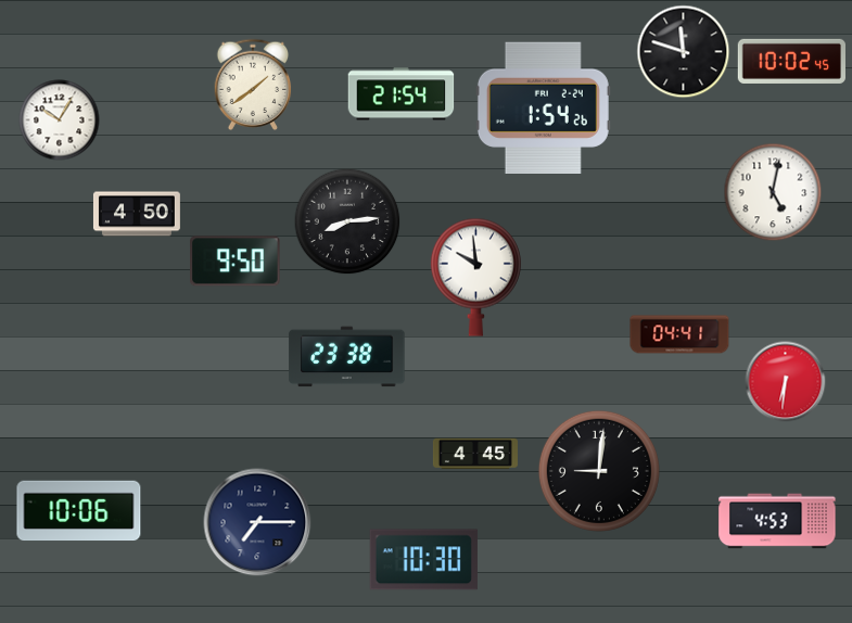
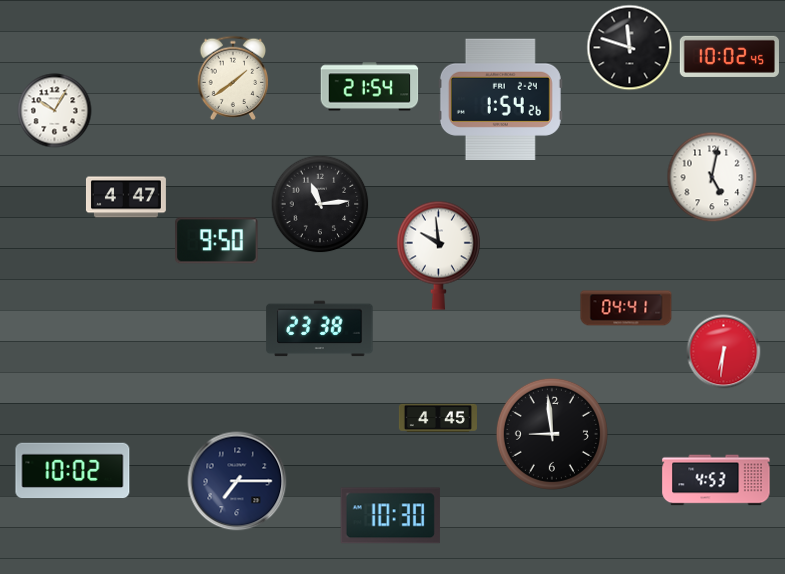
clock at (137, 214): 4:50 -> 4:47
clock at (347, 221): 8:14 -> 11:14
clock at (599, 471): 9:01 -> 8:59
clock at (79, 511): 10:06 -> 10:02
